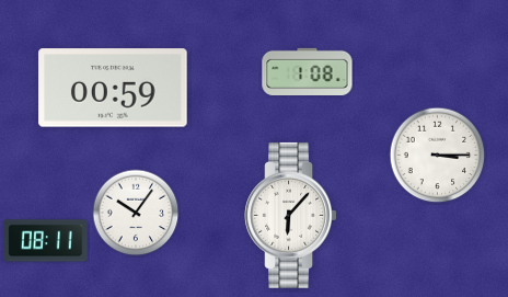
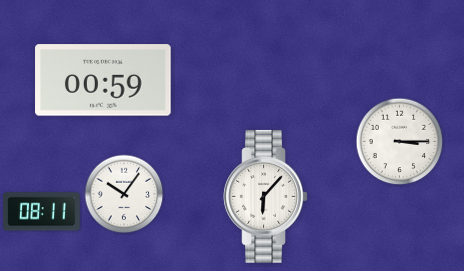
clock at (308, 71): 1:08 -> none
clock at (46, 241) position: (46, 241) -> (42, 212)
